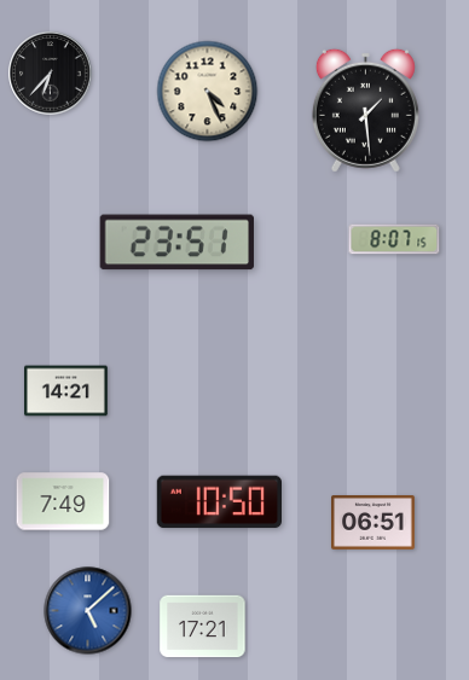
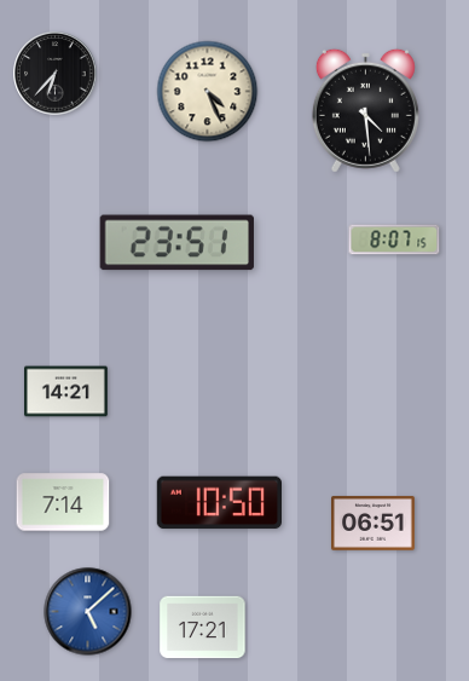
clock at (51, 74) position: (51, 74) -> (56, 74)
clock at (365, 110): 1:29 -> 4:29
clock at (63, 501): 7:49 -> 7:14
